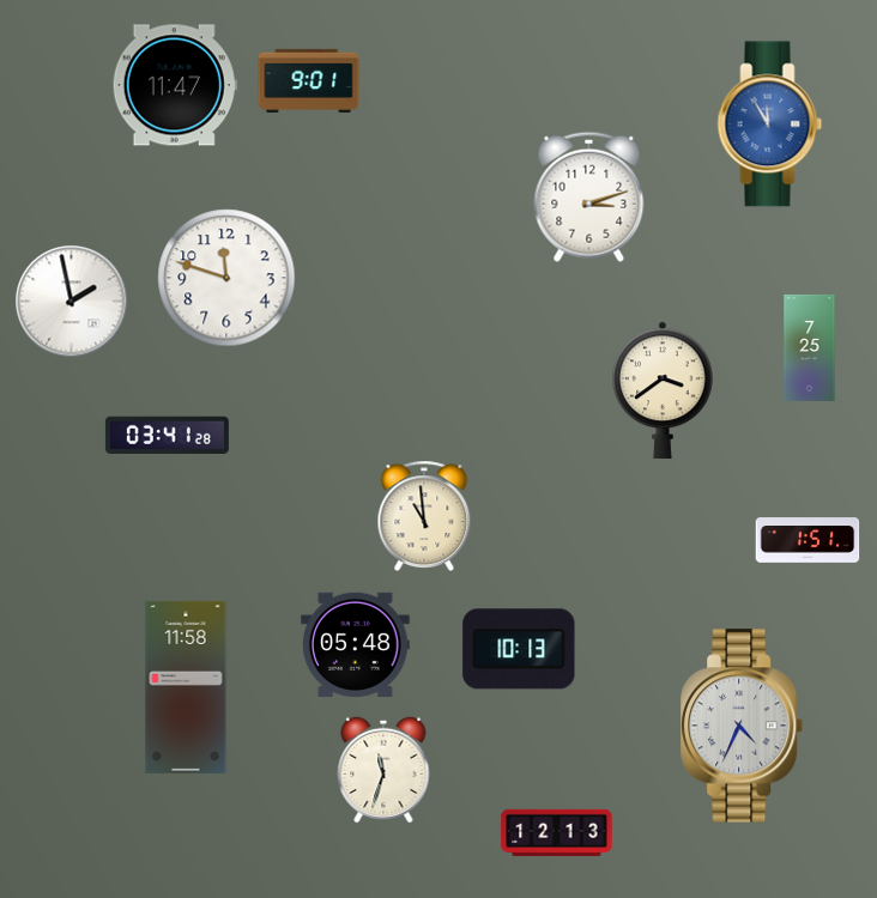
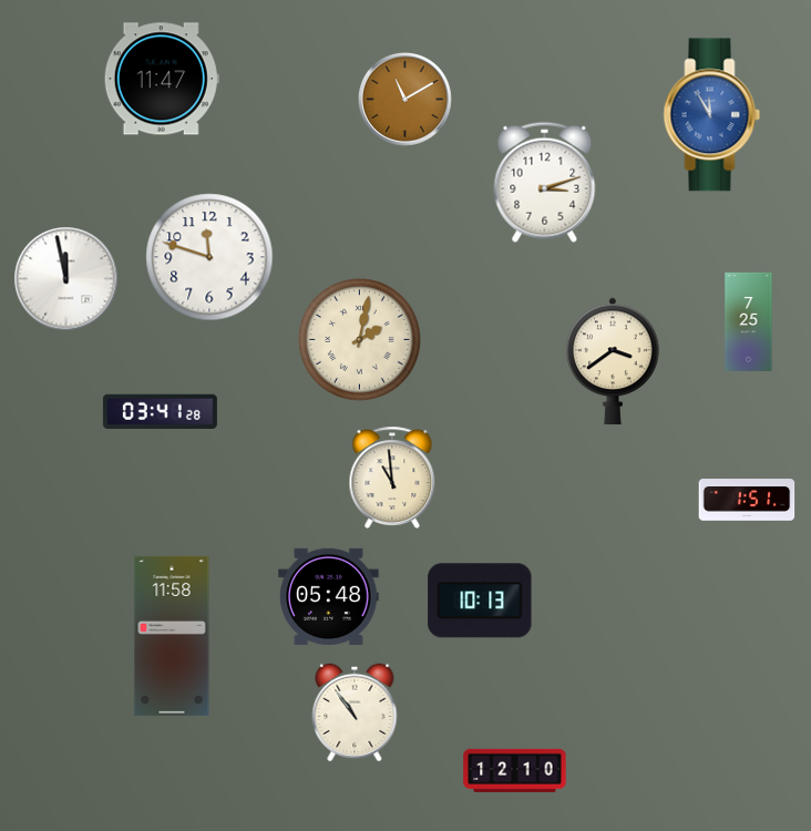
clock at (309, 80): 9:01 -> none
clock at (404, 99): none -> 11:10
clock at (72, 302): 1:58 -> 11:58
clock at (360, 340): none -> 2:02
clock at (167, 435) position: (167, 435) -> (160, 411)
clock at (743, 726): 4:34 -> none
clock at (383, 770): 11:33 -> 10:54
clock at (557, 832): 12:13 -> 12:10
